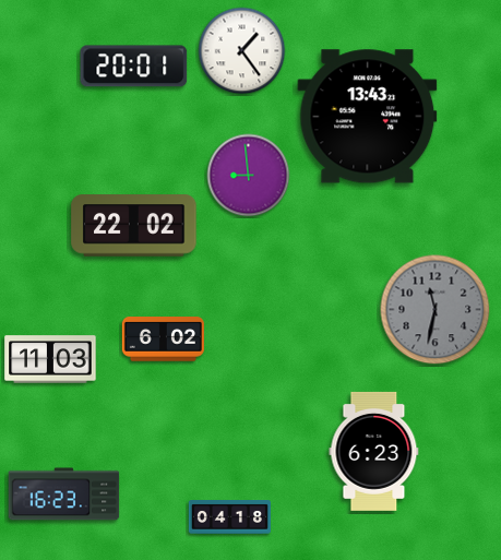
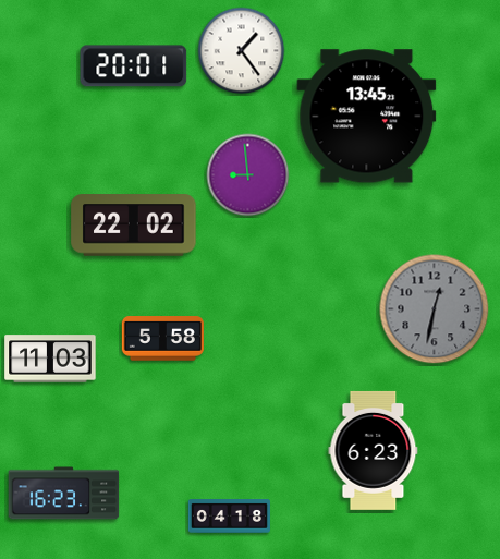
clock at (368, 117): 13:43 -> 13:45
clock at (436, 310): 11:32 -> 12:32
clock at (163, 339): 6:02 -> 5:58
